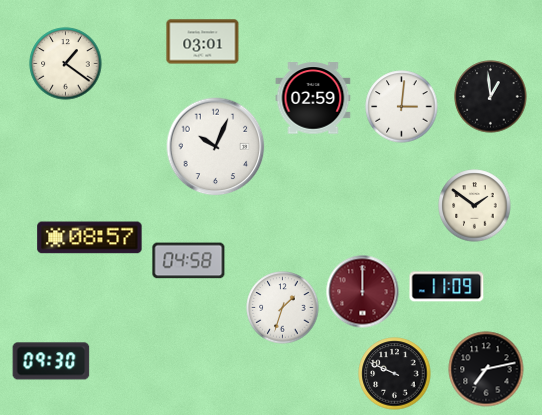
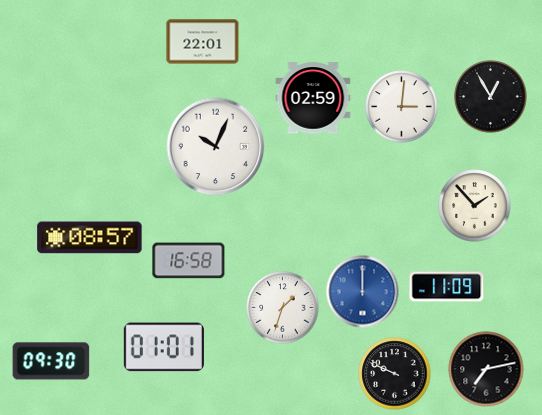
clock at (203, 42): 03:01 -> 22:01
clock at (66, 64): 1:21 -> none
clock at (491, 97): 12:59 -> 12:55
clock at (475, 206): 1:51 -> 1:53
clock at (189, 261): 04:58 -> 16:58
clock at (363, 292) dial: burgundy -> blue
clock at (164, 347): none -> 01:01
